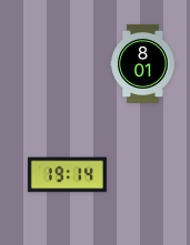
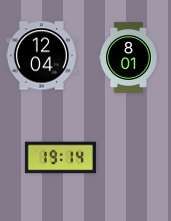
clock at (41, 56): none -> 12:04
